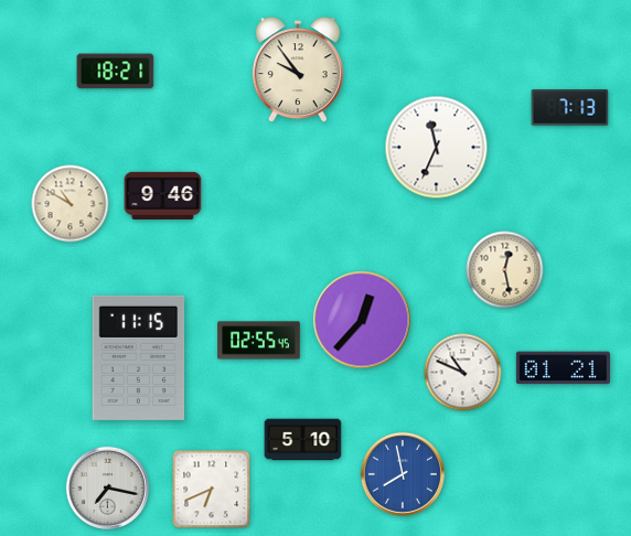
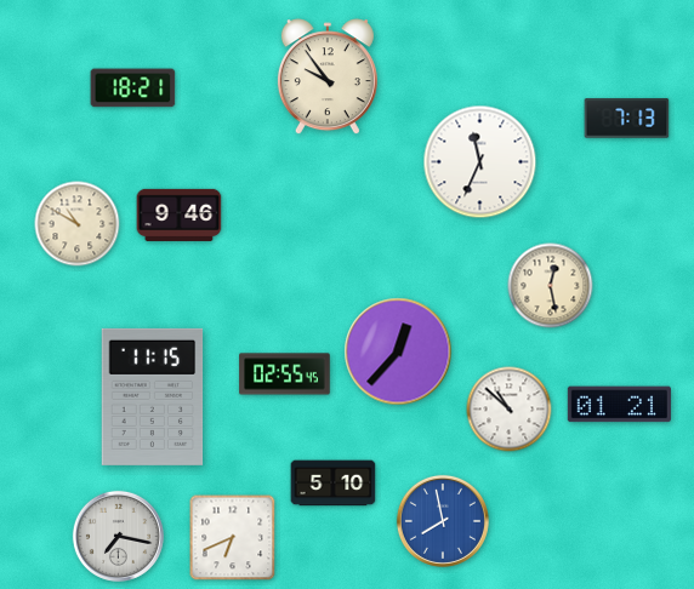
clock at (116, 72) position: (116, 72) -> (133, 88)
clock at (505, 270) position: (505, 270) -> (551, 286)
clock at (139, 357) position: (139, 357) -> (153, 396)
clock at (463, 373): 10:49 -> 10:52
